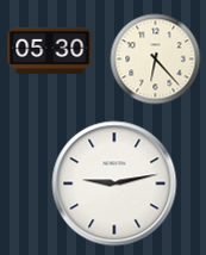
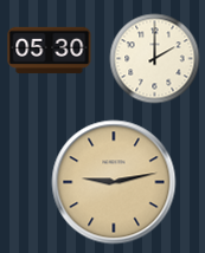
clock at (156, 60): 6:23 -> 2:00
clock at (114, 184) dial: white -> champagne
